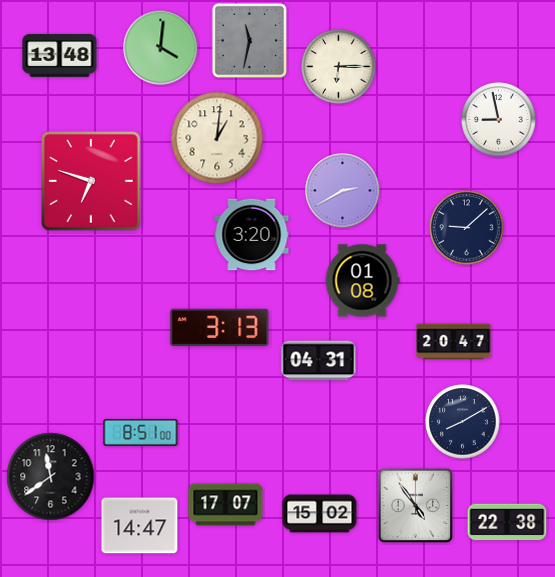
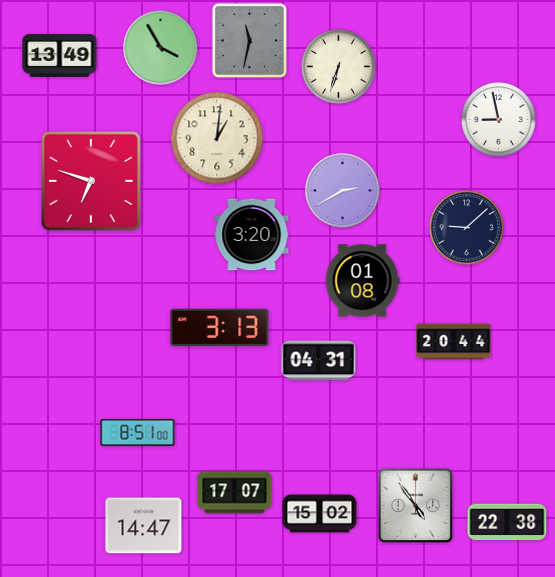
clock at (161, 48): 4:01 -> 3:55
clock at (60, 56): 13:48 -> 13:49
clock at (339, 67): 6:15 -> 6:33
clock at (454, 342): 20:47 -> 20:44
clock at (463, 422): 8:10 -> none
clock at (141, 432) position: (141, 432) -> (138, 432)
clock at (51, 477): 11:39 -> none
clock at (226, 505) position: (226, 505) -> (235, 493)
clock at (140, 526) position: (140, 526) -> (144, 526)
